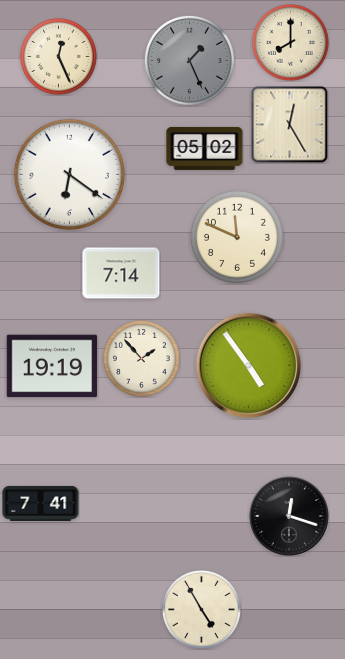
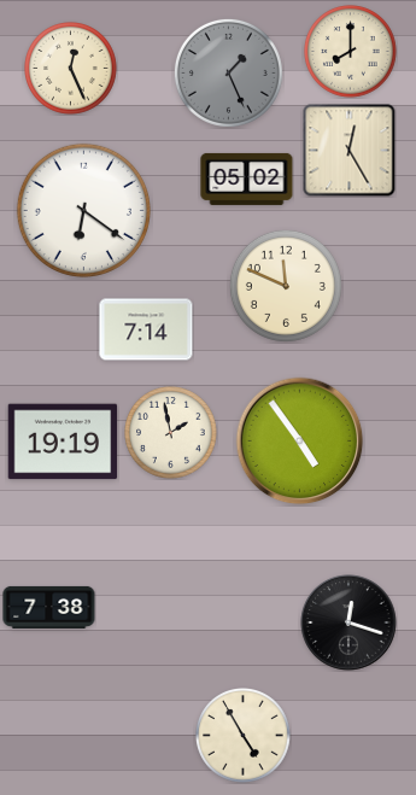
clock at (142, 359): 1:53 -> 1:58
clock at (41, 503): 7:41 -> 7:38
